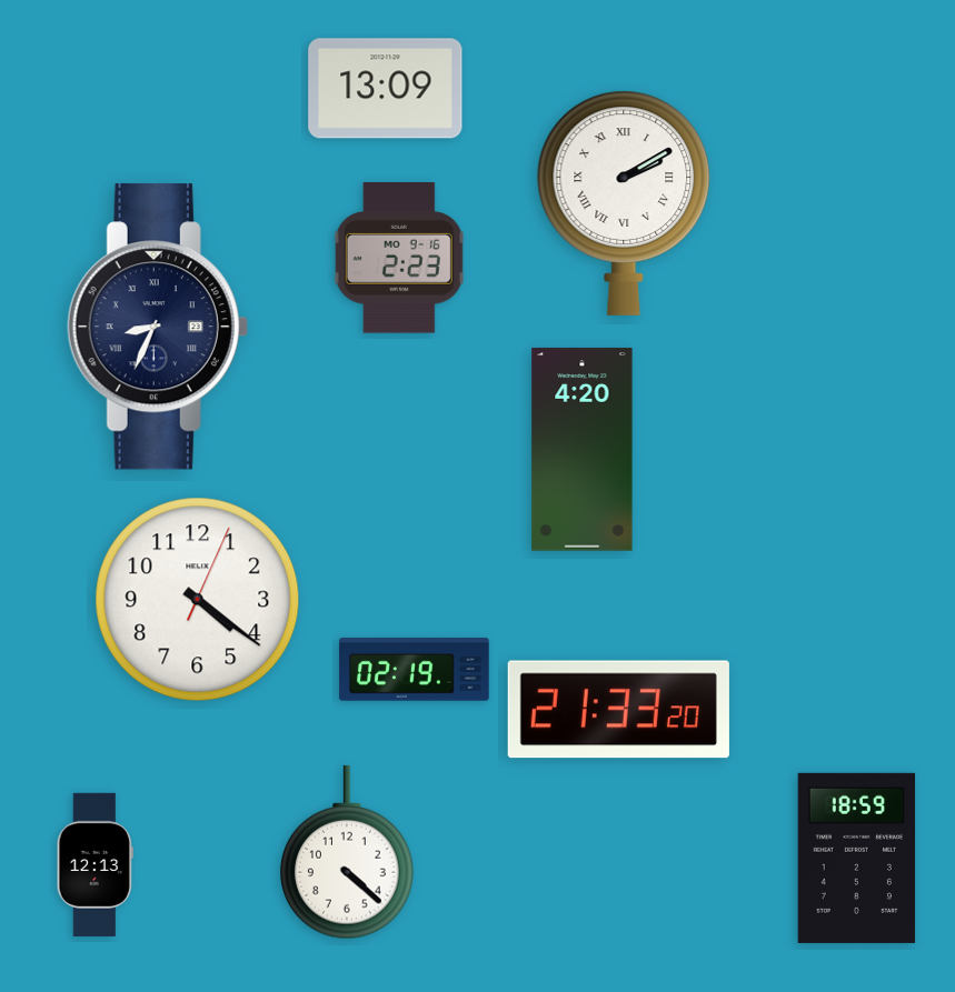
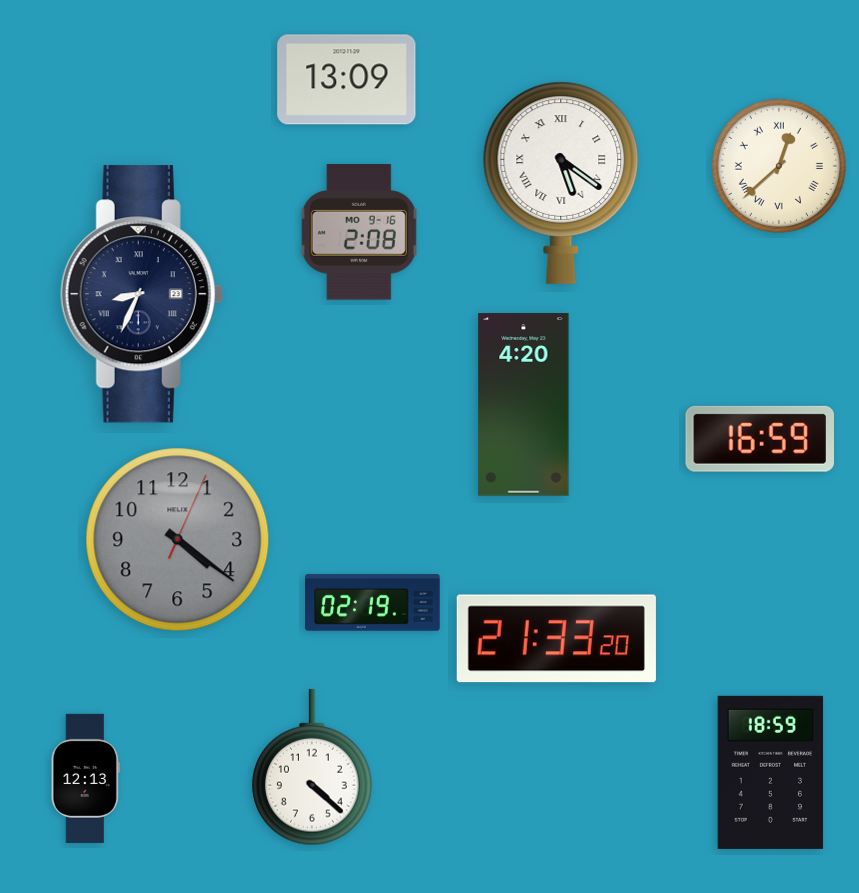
clock at (779, 166): none -> 12:38
clock at (624, 203): 2:10 -> 5:21
clock at (399, 258): 2:23 -> 2:08
clock at (759, 439): none -> 16:59
clock at (198, 600) dial: white -> grey
